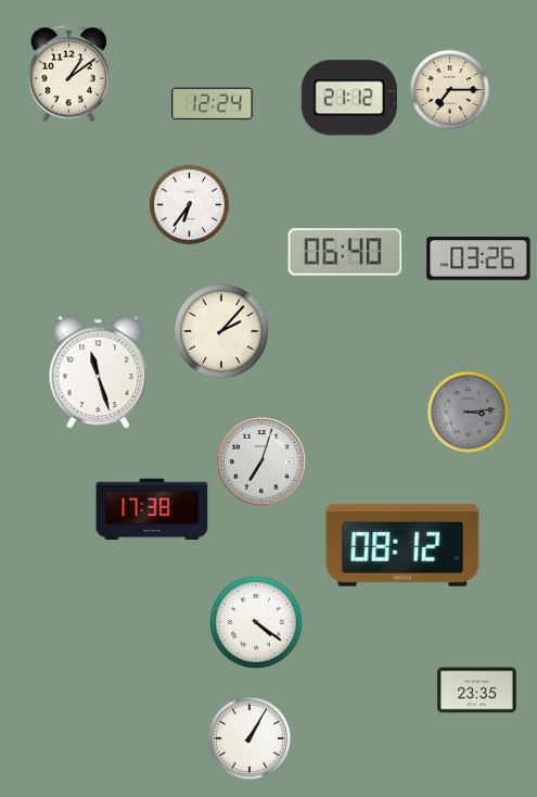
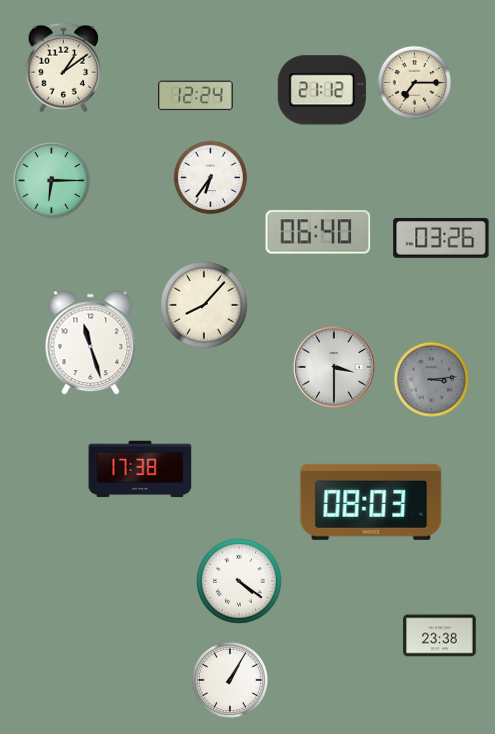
clock at (51, 180): none -> 6:15
clock at (190, 205) position: (190, 205) -> (211, 178)
clock at (221, 331): 2:07 -> 8:07
clock at (334, 367): none -> 3:30
clock at (261, 461): 7:03 -> none
clock at (402, 545): 08:12 -> 08:03
clock at (256, 622) position: (256, 622) -> (239, 581)
clock at (477, 691): 23:35 -> 23:38
